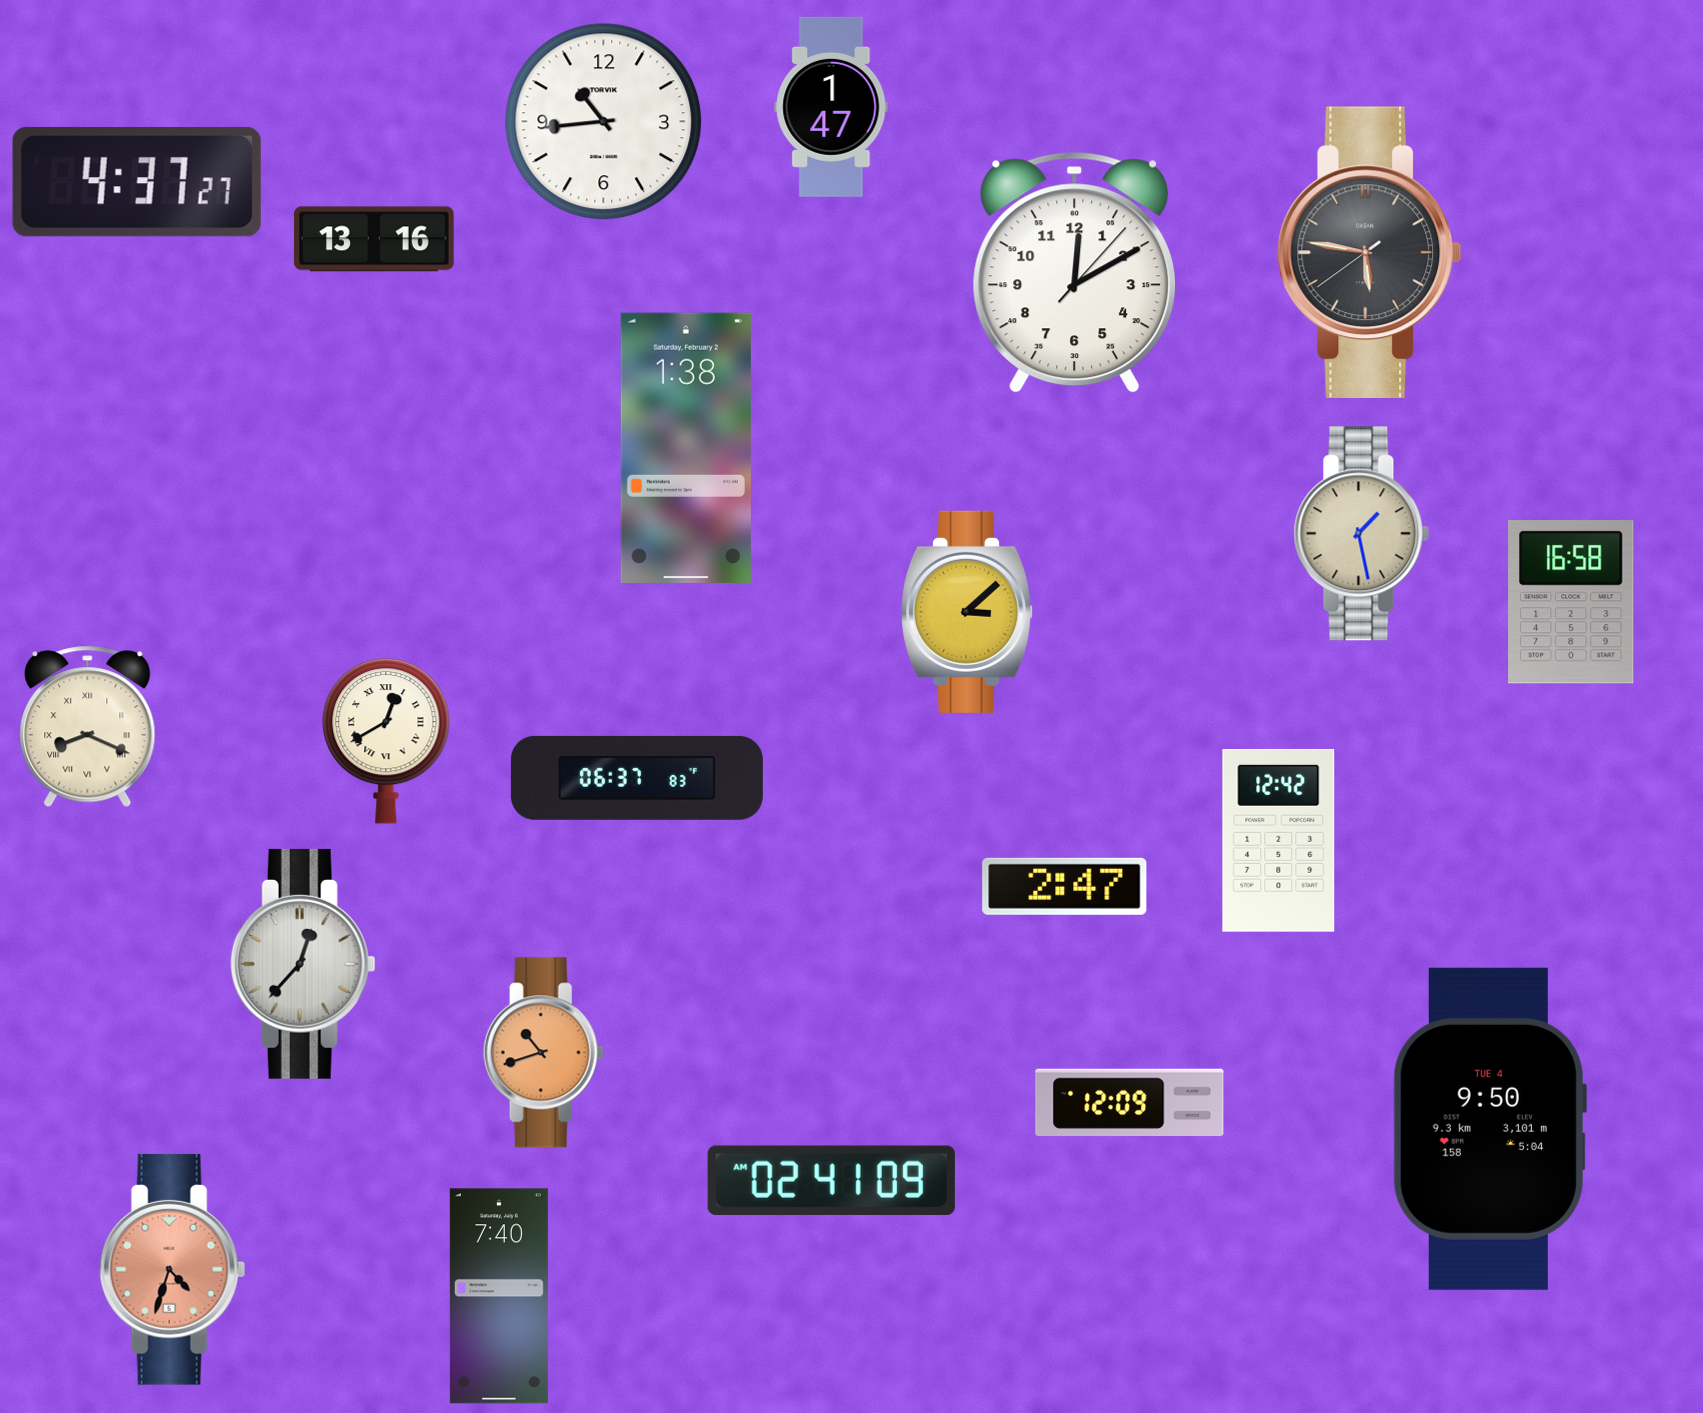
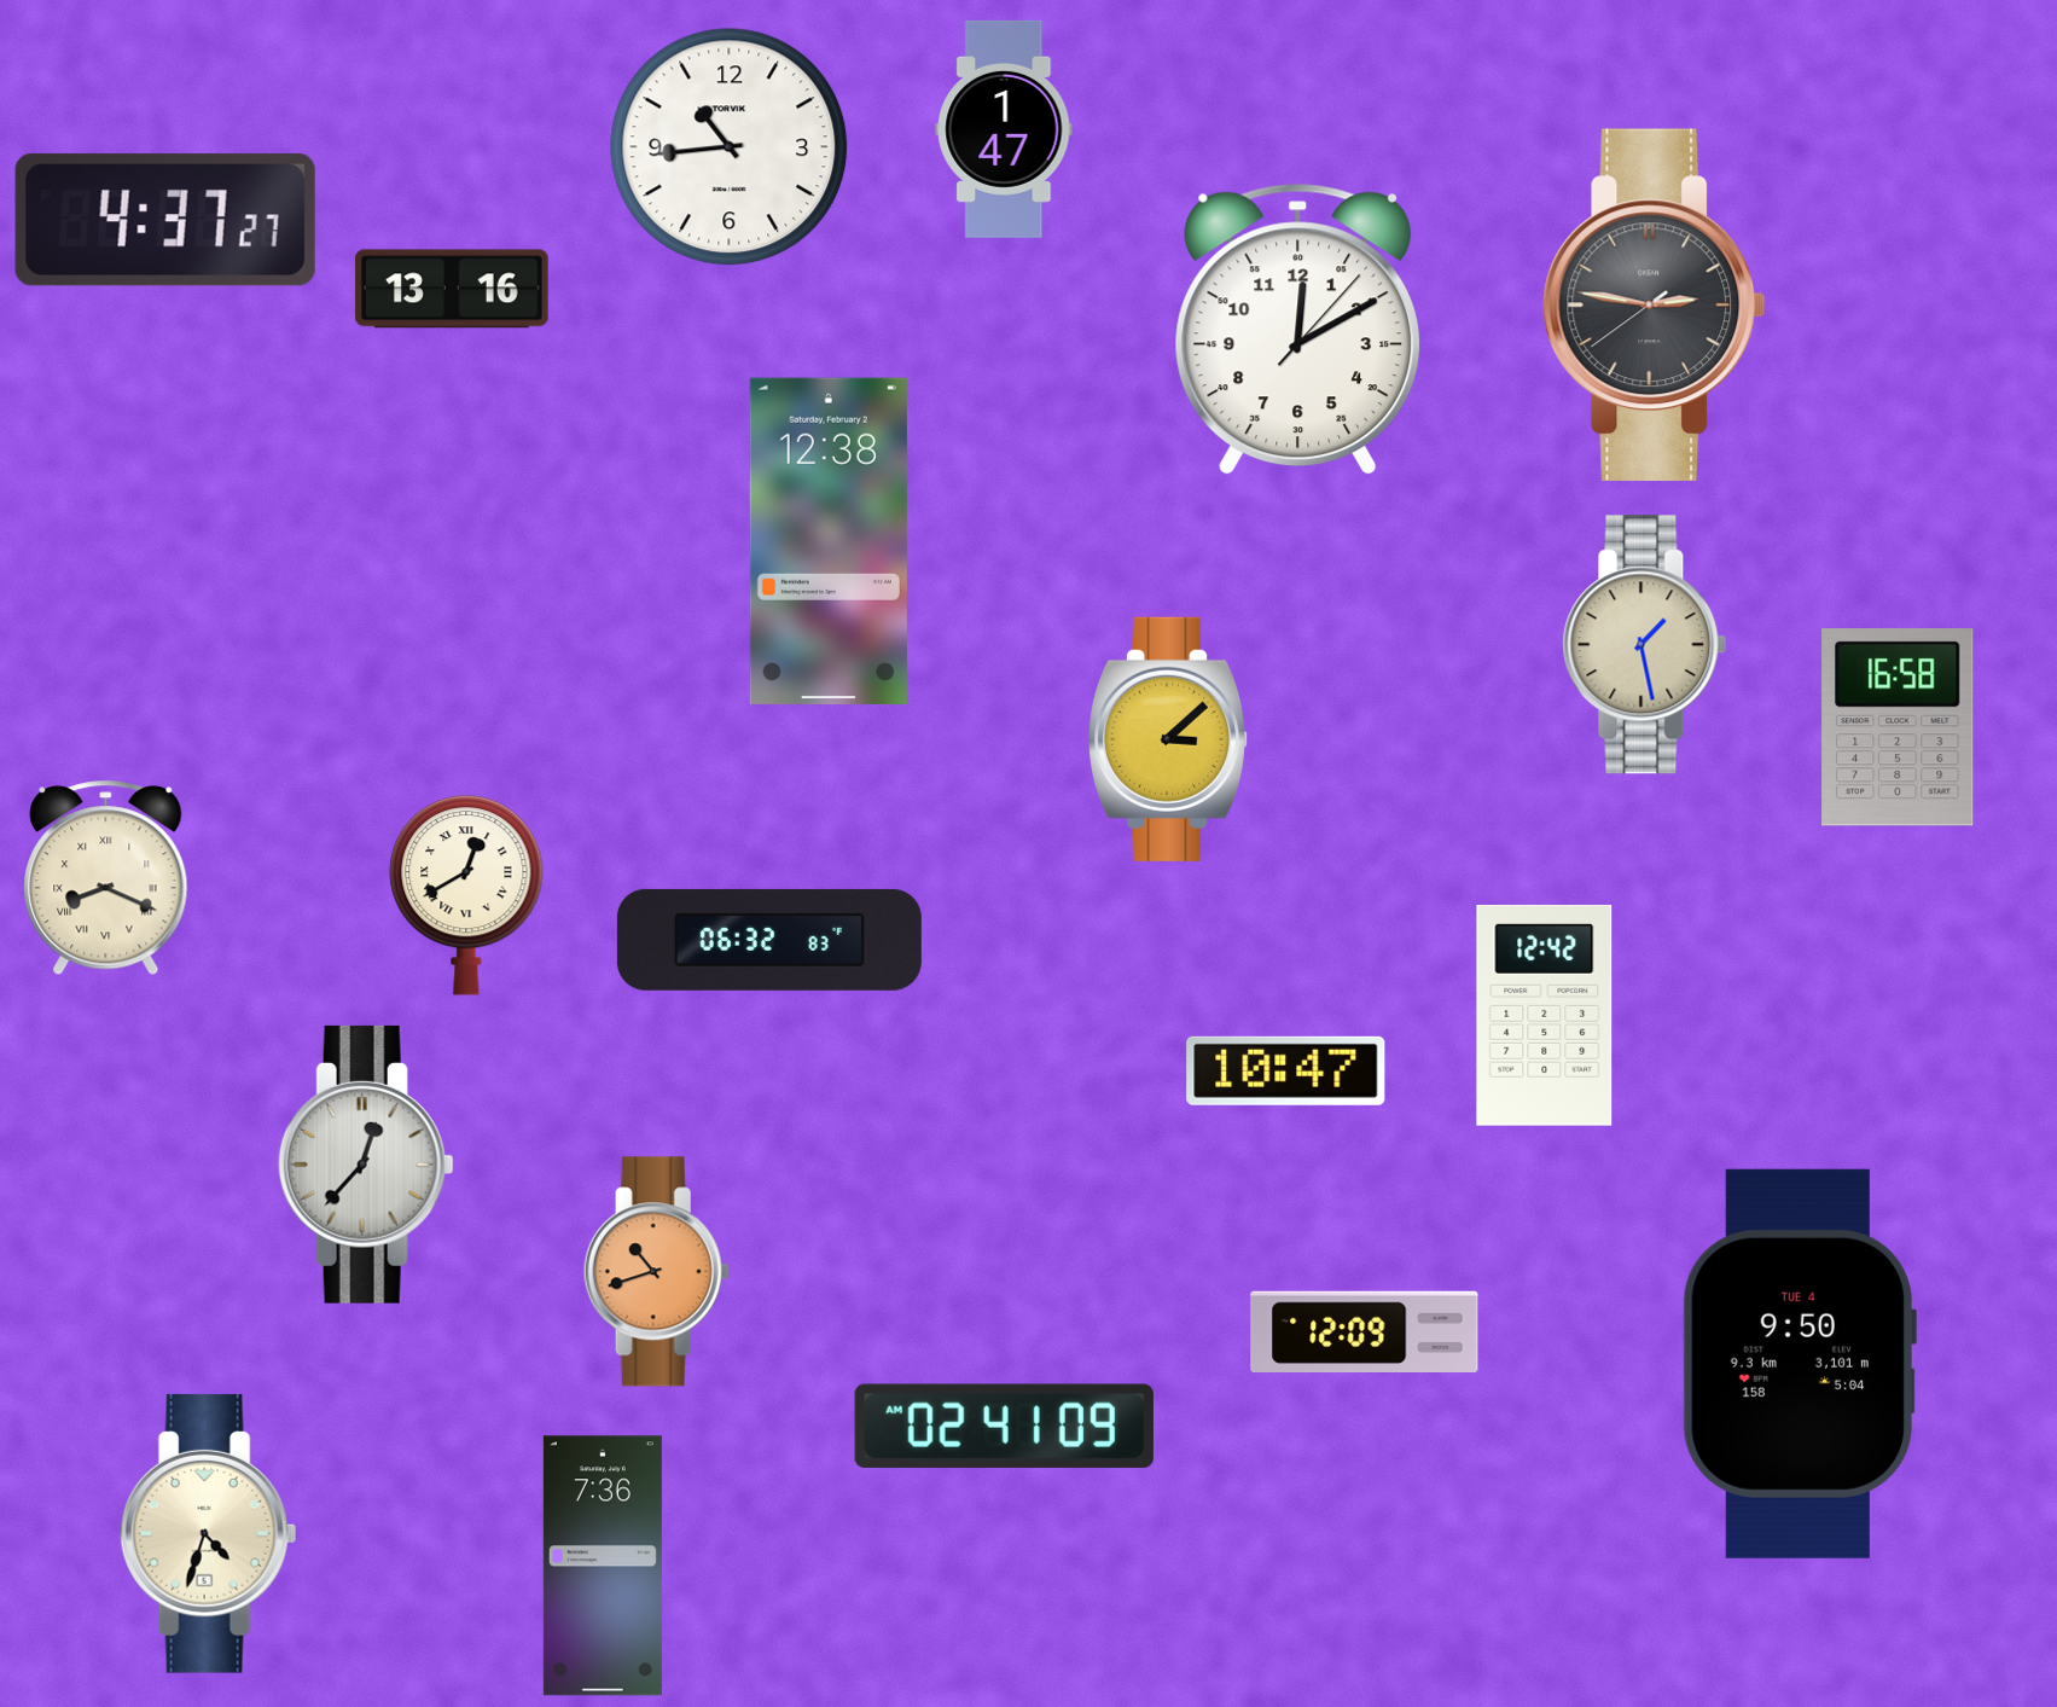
clock at (1370, 252): 5:46 -> 2:46
clock at (686, 448): 1:38 -> 12:38
clock at (637, 778): 06:37 -> 06:32
clock at (1065, 886): 2:47 -> 10:47
clock at (173, 1269) dial: salmon -> cream
clock at (499, 1296): 7:40 -> 7:36
